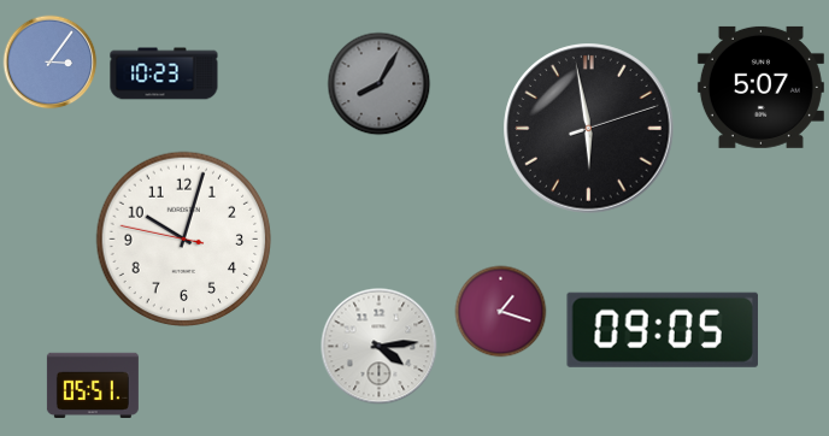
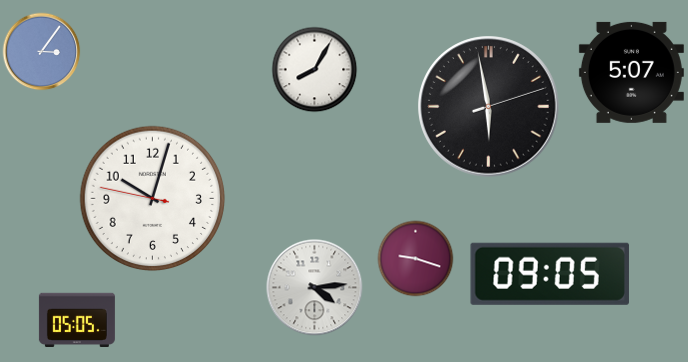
clock at (164, 73): 10:23 -> none
clock at (380, 84) dial: grey -> white
clock at (501, 312): 1:18 -> 9:18
clock at (93, 384): 05:51 -> 05:05
